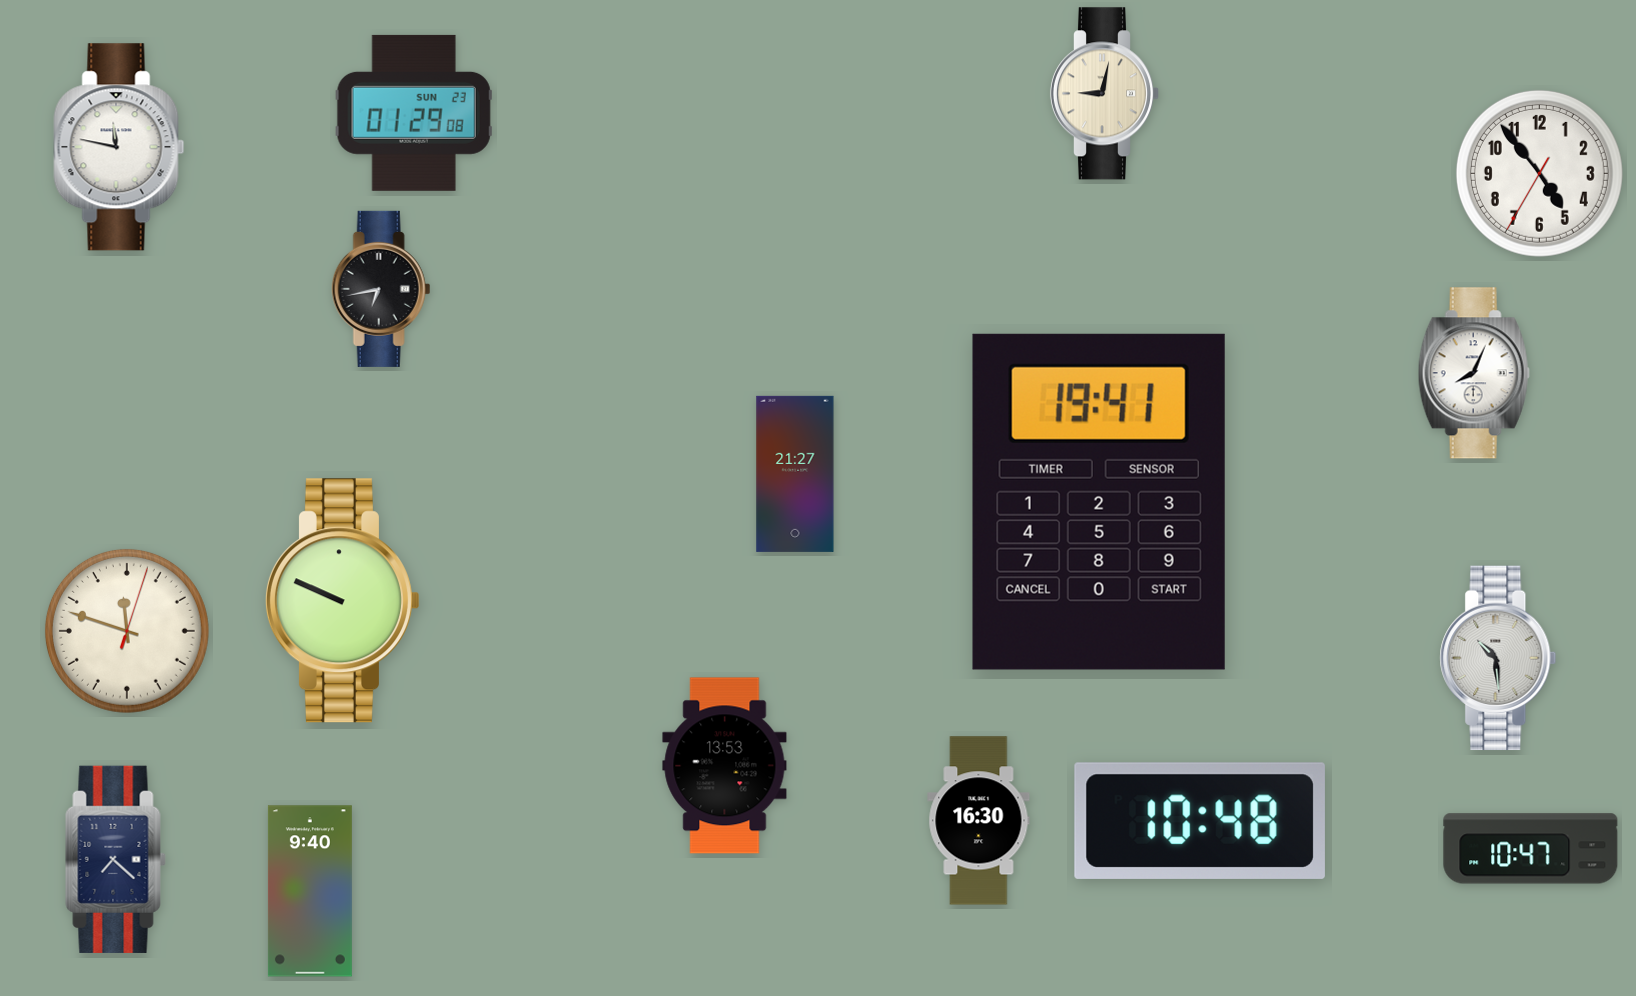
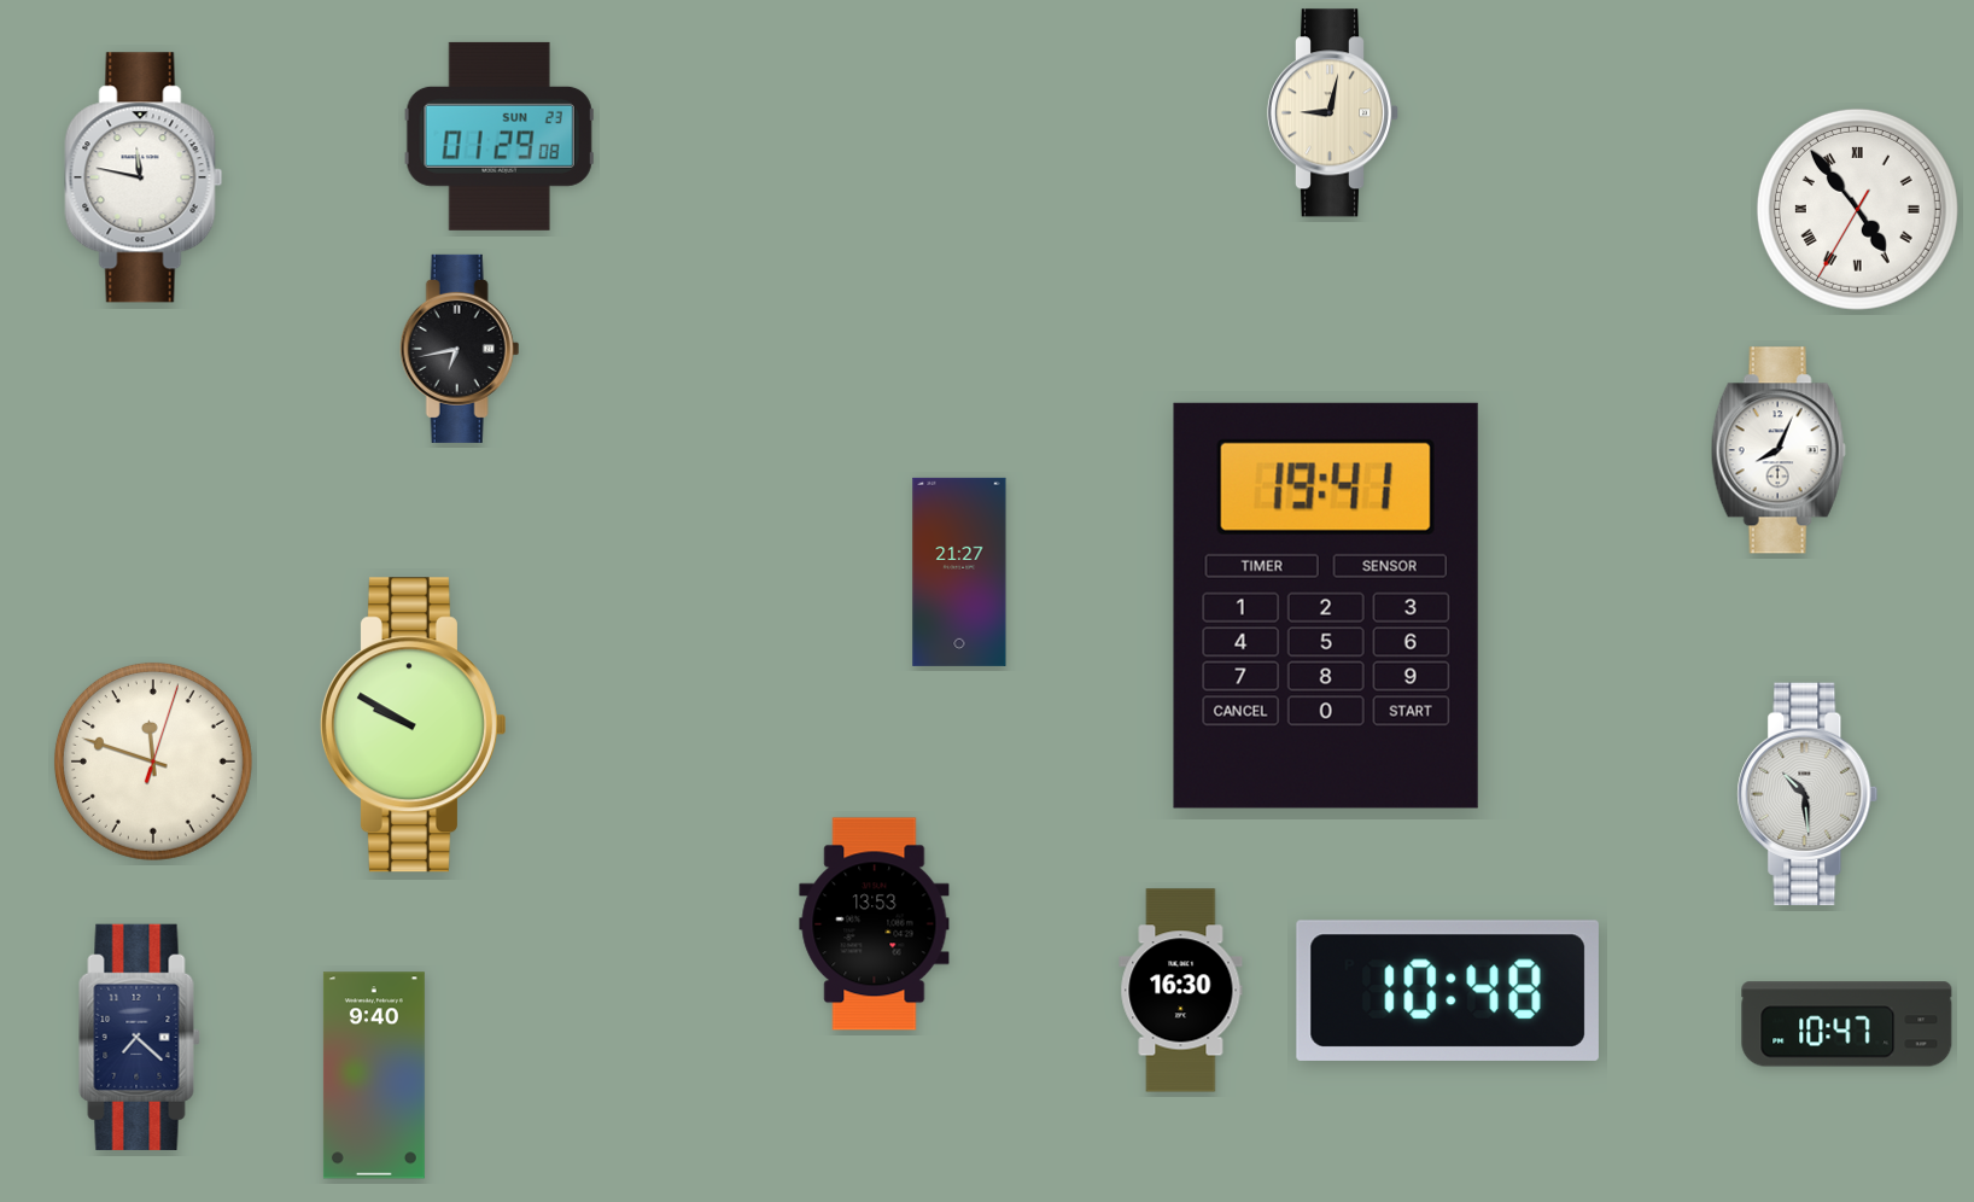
clock at (1539, 173) numerals: Arabic -> Roman
clock at (342, 601): 9:49 -> 9:50
